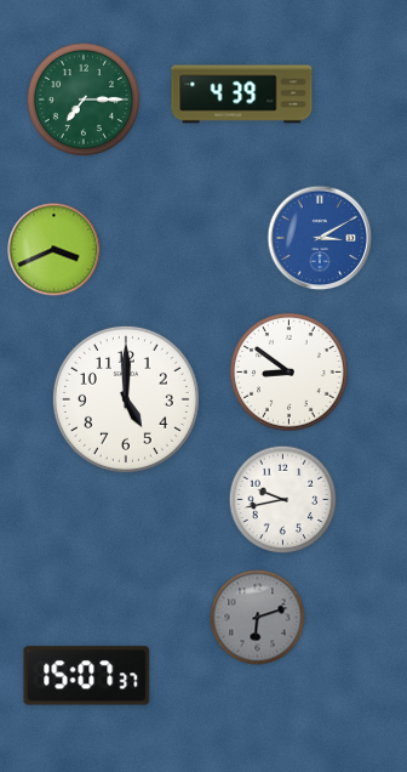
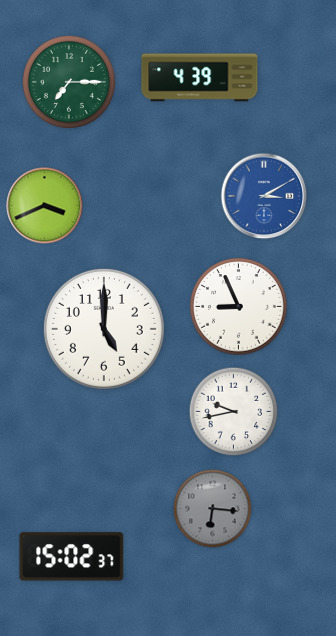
clock at (290, 373): 8:51 -> 8:56
clock at (258, 618): 6:12 -> 6:16
clock at (87, 676): 15:07 -> 15:02
